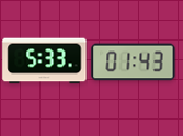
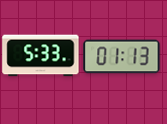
clock at (134, 63): 01:43 -> 01:13
